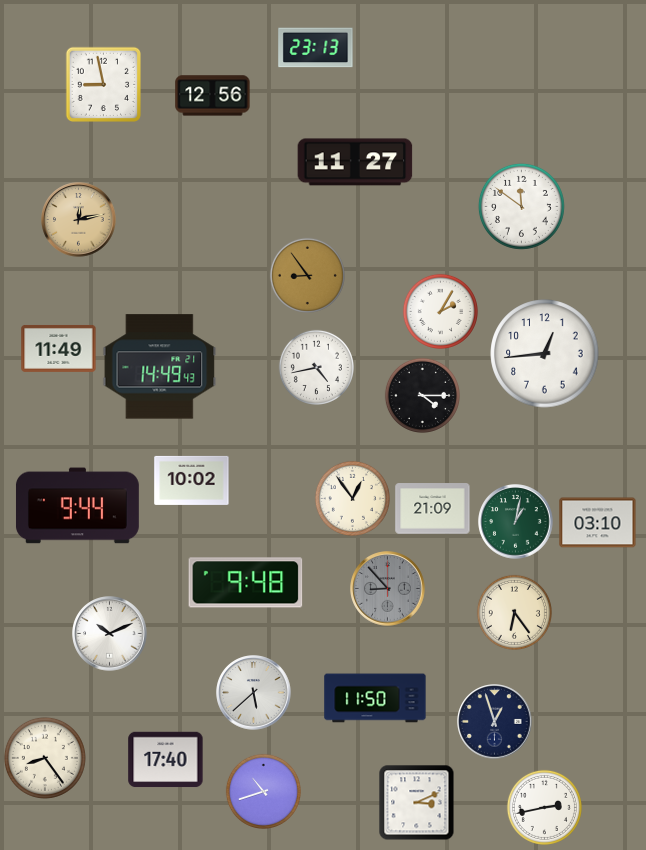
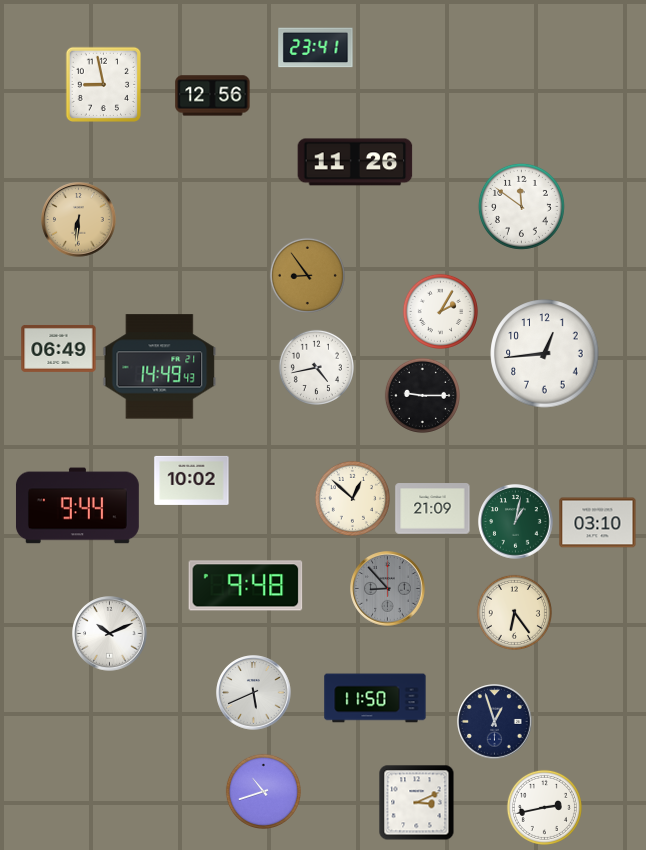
clock at (316, 48): 23:13 -> 23:41
clock at (355, 162): 11:27 -> 11:26
clock at (79, 220): 12:13 -> 6:31
clock at (59, 348): 11:49 -> 06:49
clock at (422, 395): 4:15 -> 9:15
clock at (352, 498): 12:54 -> 12:52
clock at (246, 583) position: (246, 583) -> (246, 586)
clock at (254, 693): 5:38 -> 5:41
clock at (45, 758): 8:24 -> none
clock at (166, 760): 17:40 -> none
